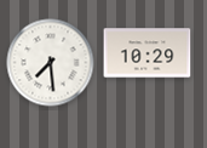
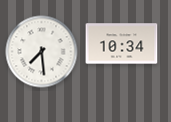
clock at (148, 53): 10:29 -> 10:34
